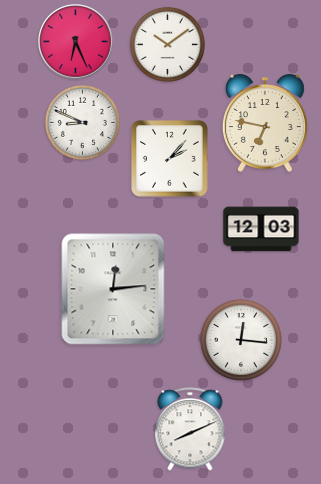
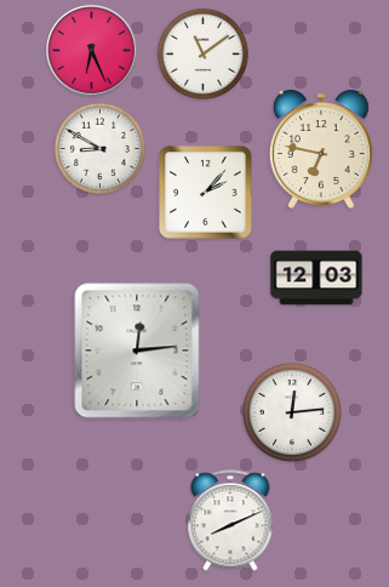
clock at (167, 44): 10:09 -> 11:09
clock at (82, 122): 8:49 -> 8:50
clock at (241, 340): 12:16 -> 12:14
